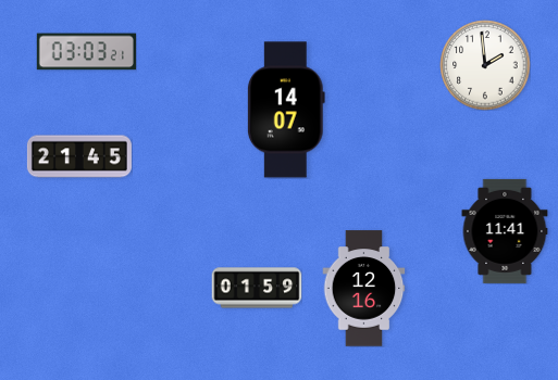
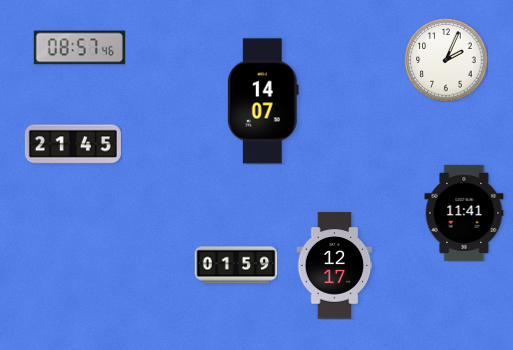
clock at (86, 52): 03:03 -> 08:57
clock at (485, 65): 1:59 -> 2:04
clock at (364, 289): 12:16 -> 12:17
